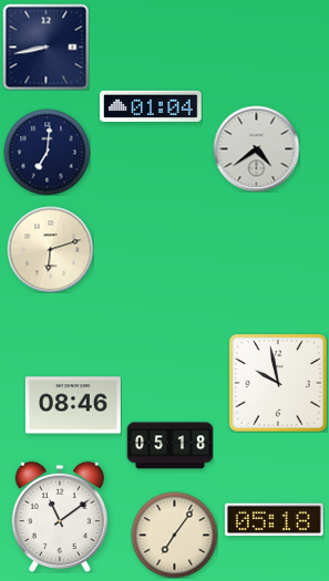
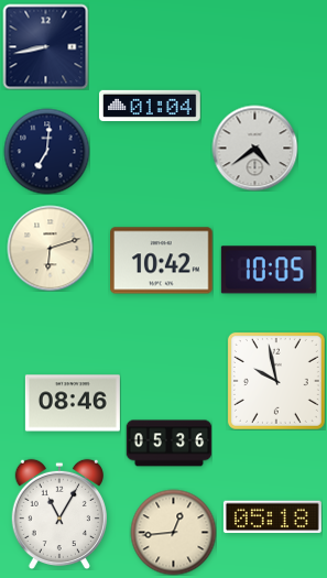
clock at (162, 261): none -> 10:42
clock at (269, 270): none -> 10:05
clock at (169, 446): 05:18 -> 05:36
clock at (60, 517): 11:09 -> 11:05
clock at (174, 535): 7:06 -> 12:44
